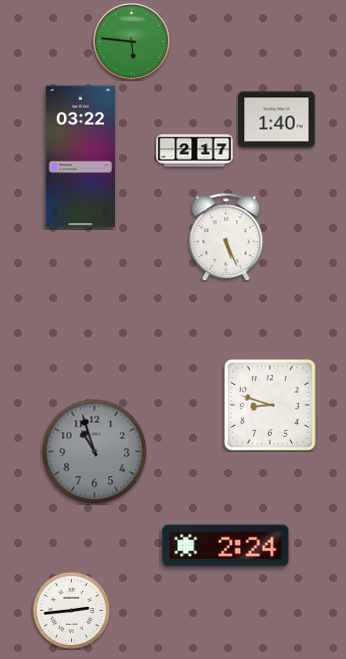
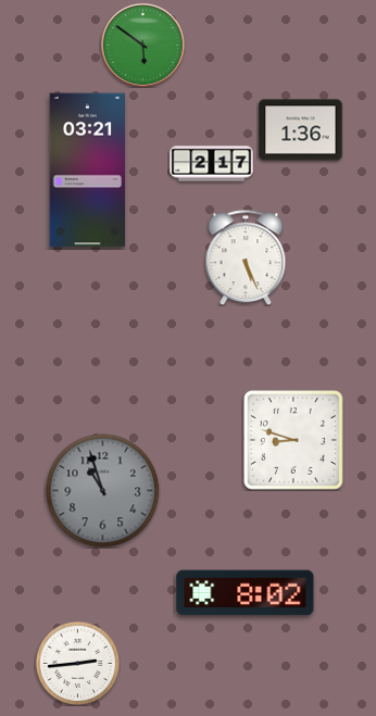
clock at (131, 41): 5:46 -> 5:51
clock at (277, 120): 1:40 -> 1:36
clock at (81, 157): 03:22 -> 03:21
clock at (226, 546): 2:24 -> 8:02
